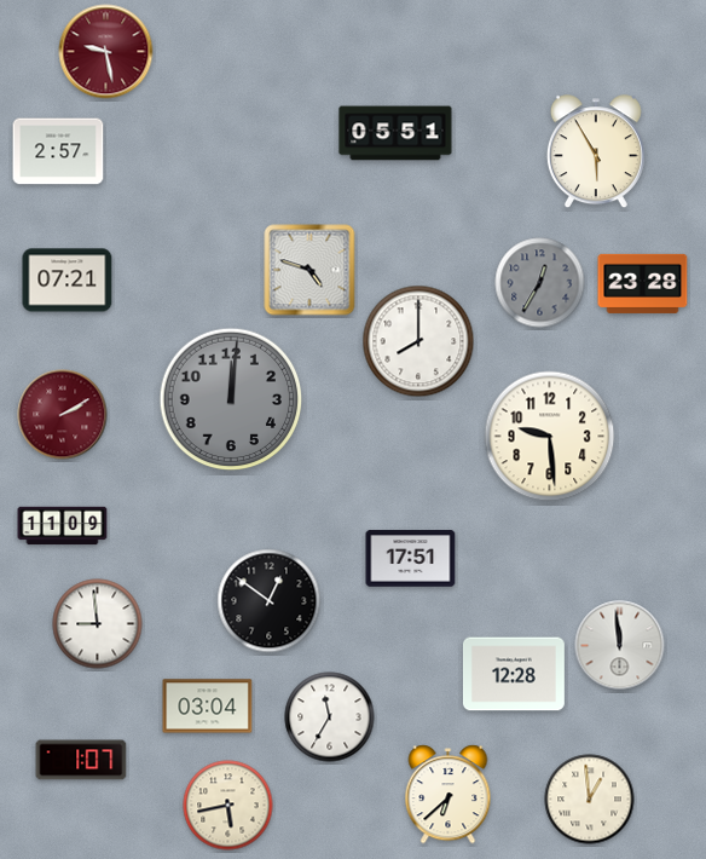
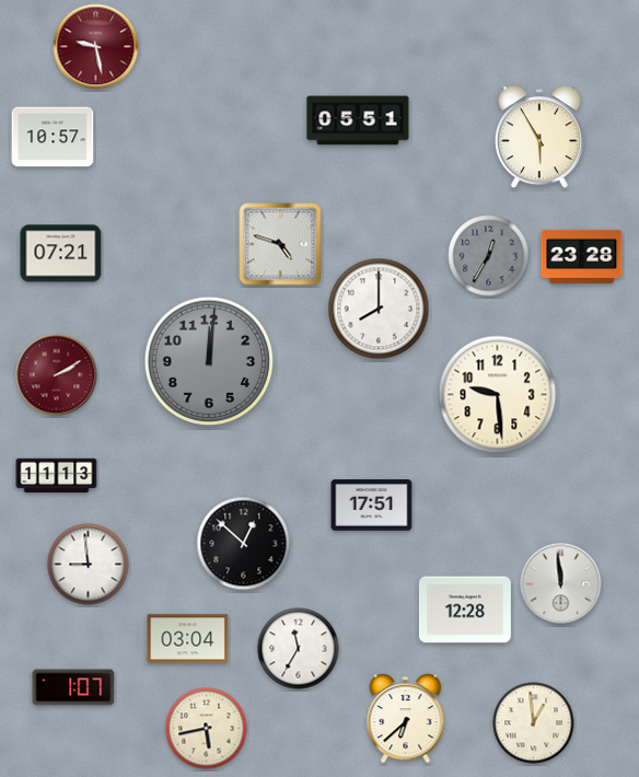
clock at (58, 151): 2:57 -> 10:57
clock at (63, 526): 11:09 -> 11:13
clock at (270, 601): 12:51 -> 12:52
